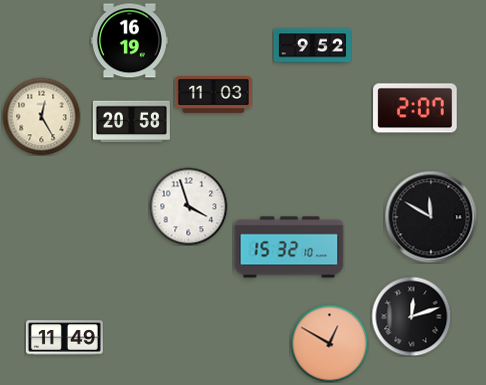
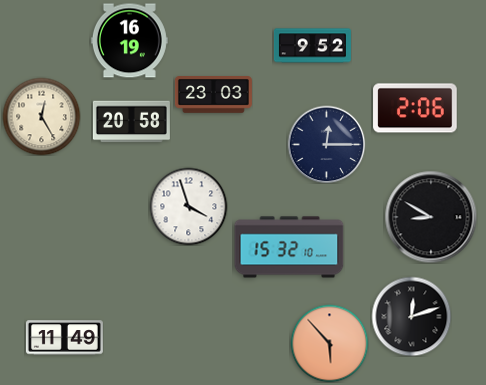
clock at (213, 95): 11:03 -> 23:03
clock at (415, 108): 2:07 -> 2:06
clock at (326, 144): none -> 12:15
clock at (431, 217): 11:50 -> 8:50
clock at (329, 343): 12:50 -> 5:53
